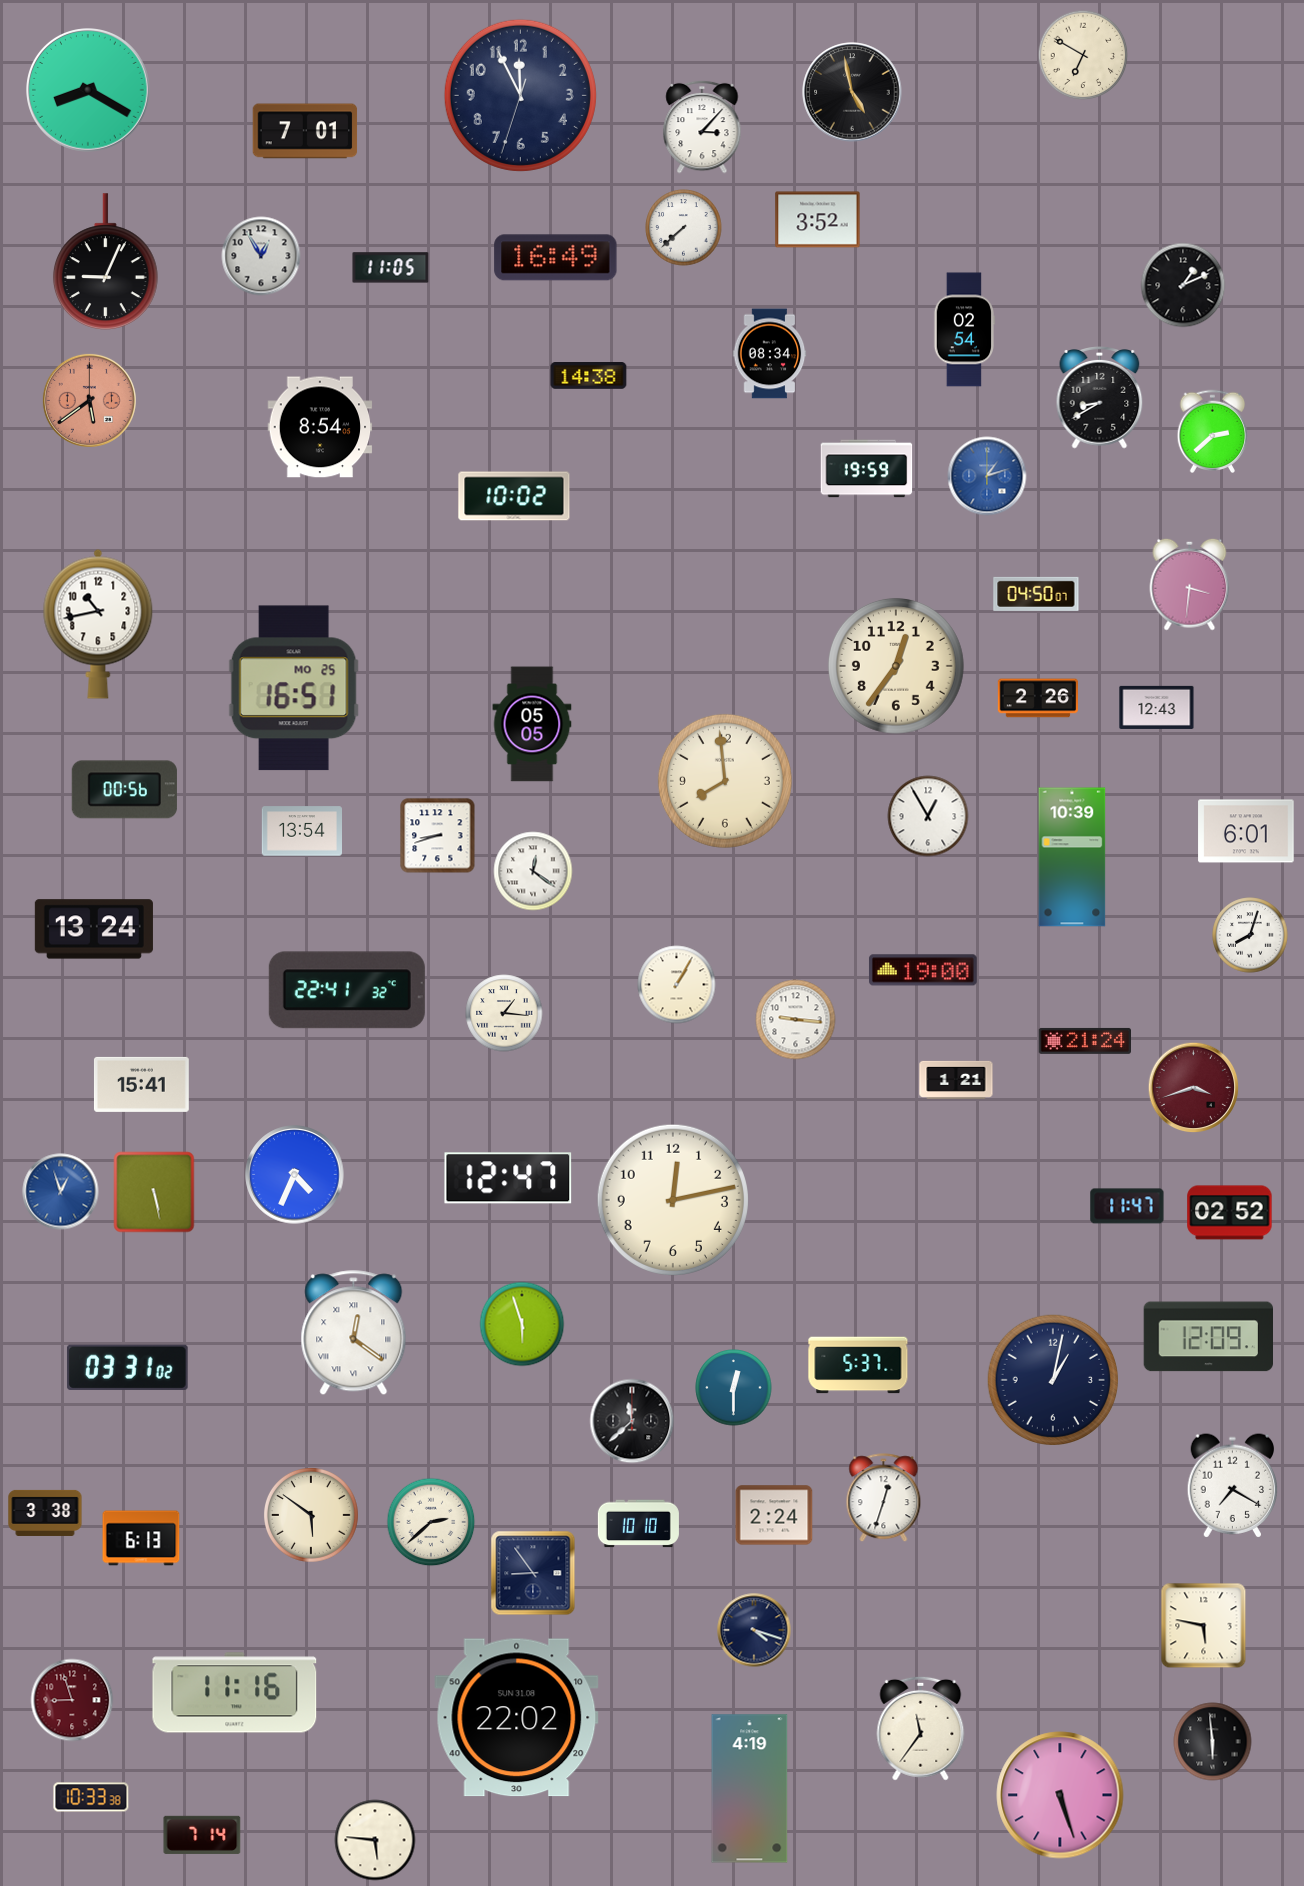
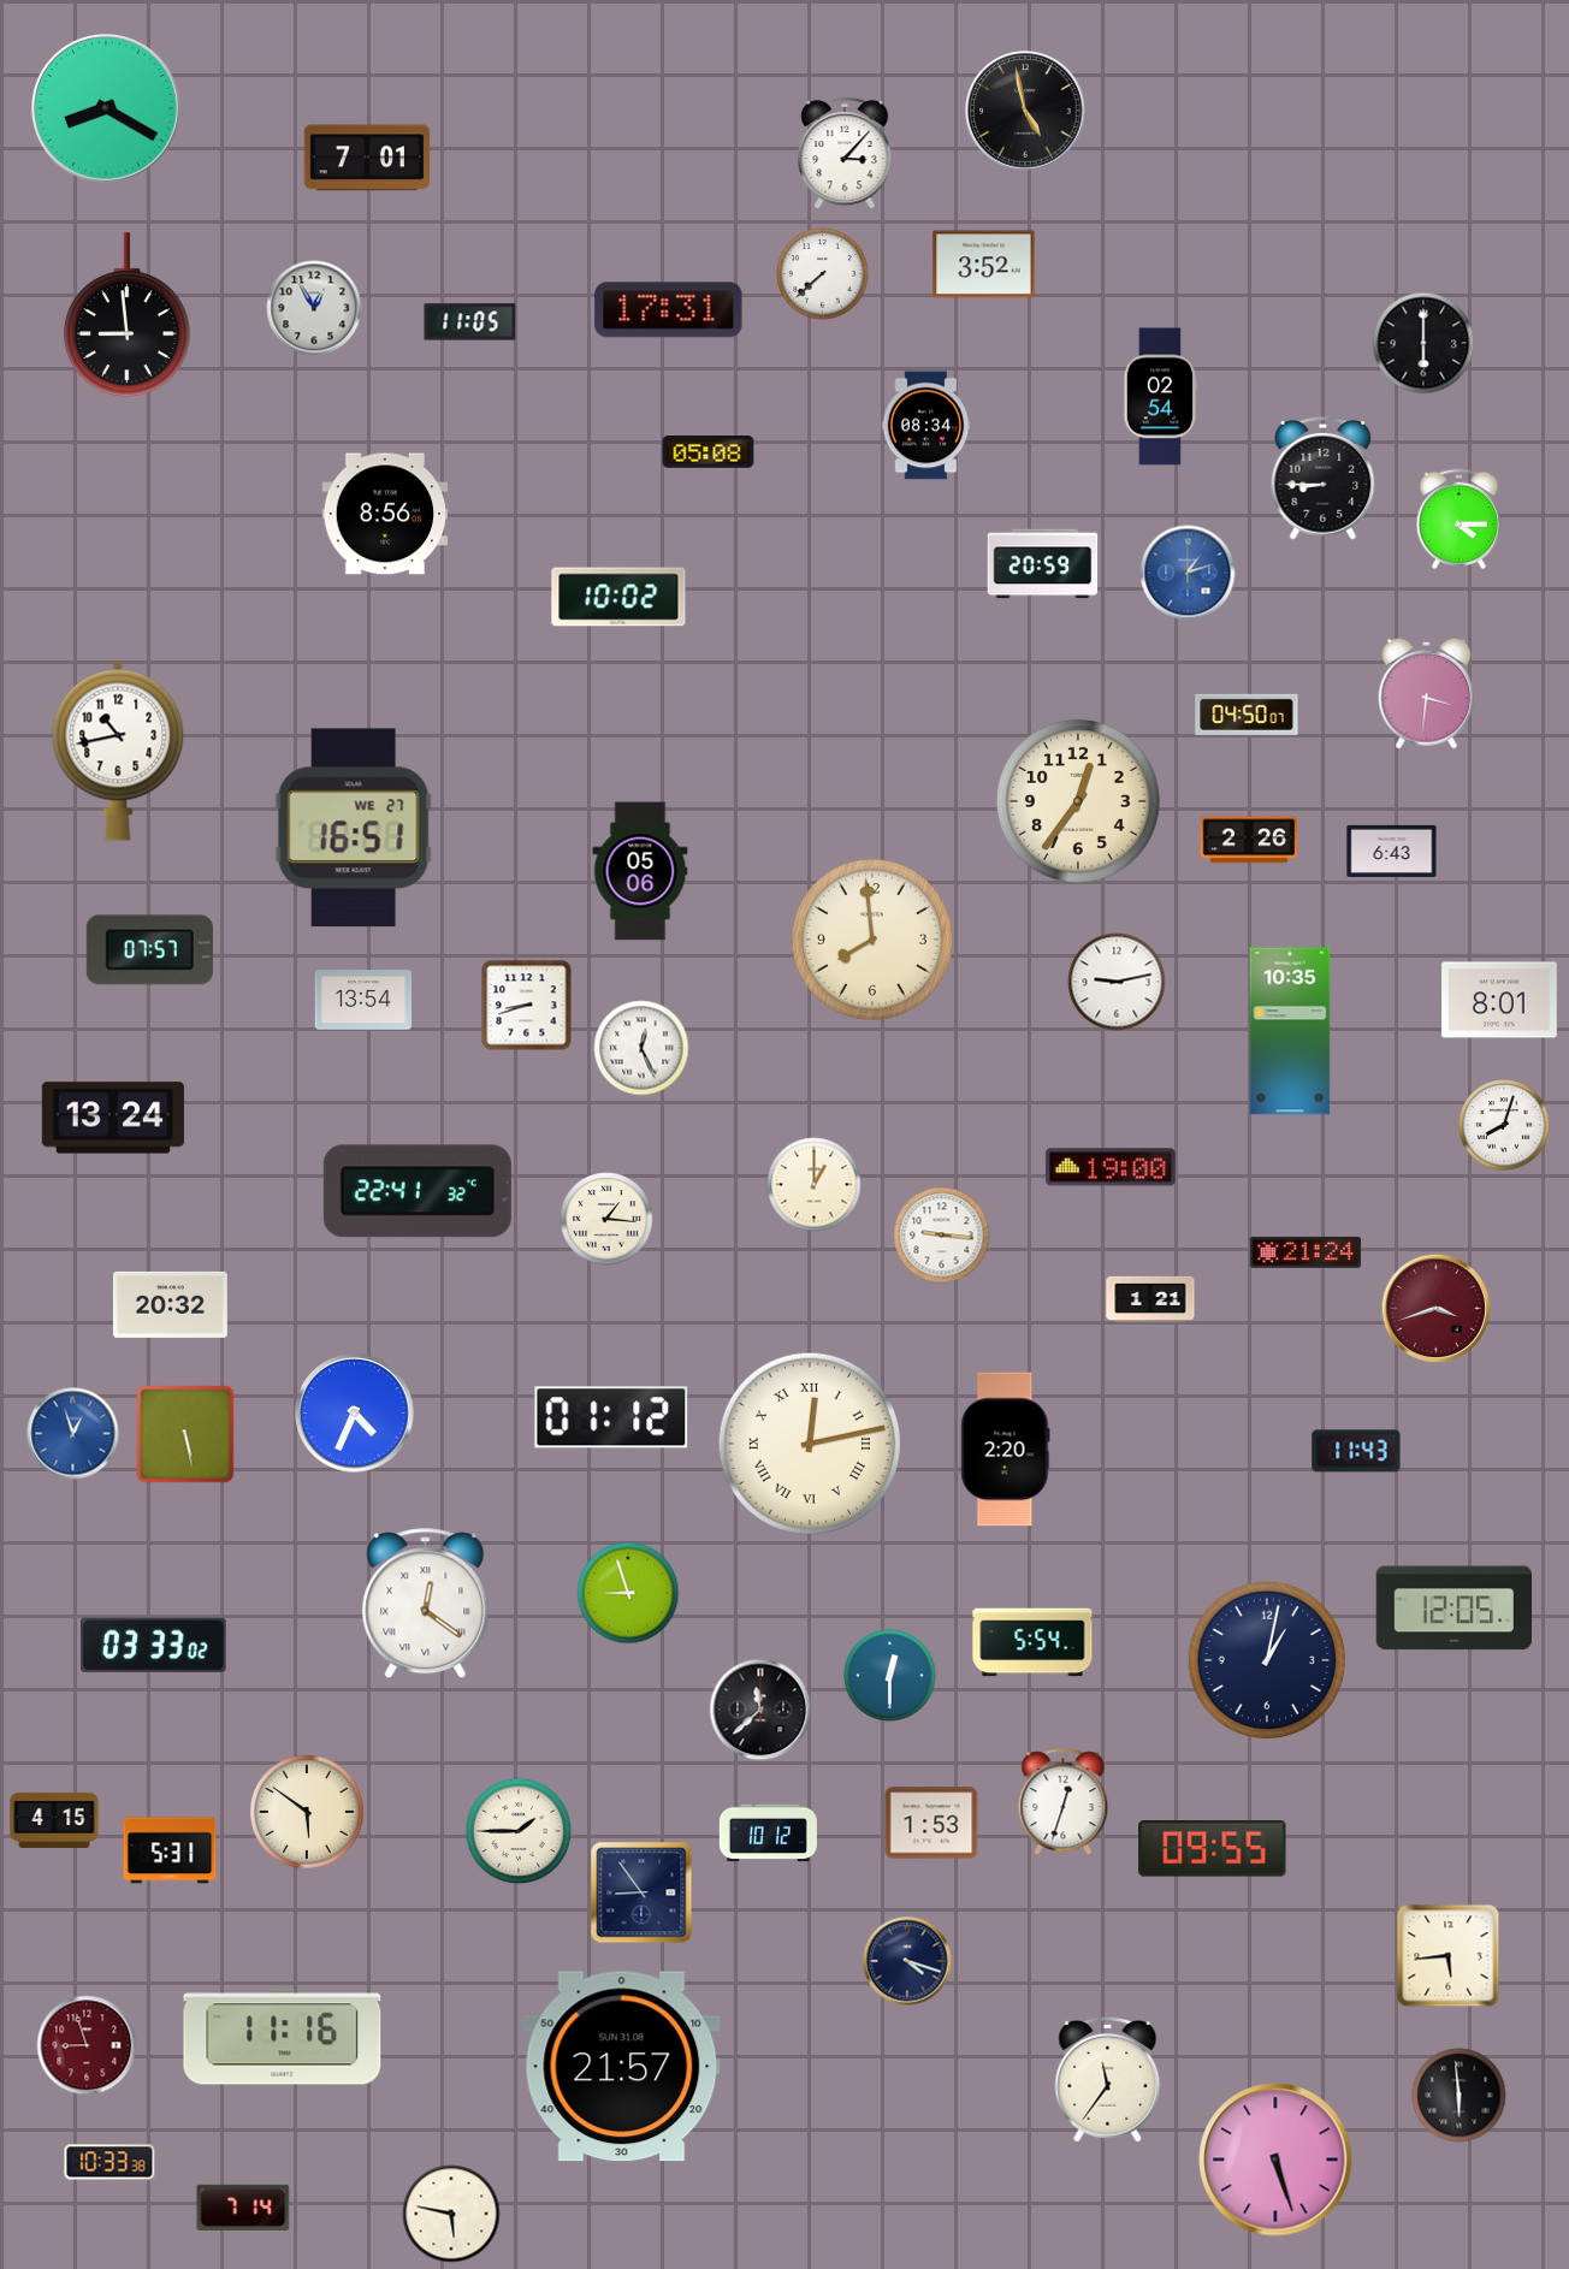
clock at (1083, 55): 6:50 -> none
clock at (520, 95): 11:55 -> none
clock at (556, 258): 16:49 -> 17:31
clock at (105, 262): 9:04 -> 8:59
clock at (1183, 285): 1:11 -> 6:00
clock at (589, 376): 14:38 -> 05:08
clock at (1100, 398): 8:40 -> 8:45
clock at (89, 400): 5:39 -> none
clock at (320, 427): 8:54 -> 8:56
clock at (1213, 431): 2:38 -> 4:15
clock at (867, 469): 19:59 -> 20:59
clock at (1190, 584) position: (1190, 584) -> (1427, 693)
clock at (294, 688) date: MO 25 -> WE 27
clock at (1157, 707): 12:43 -> 6:43
clock at (532, 724): 05:05 -> 05:06
clock at (124, 790): 00:56 -> 07:57
clock at (928, 816): 12:55 -> 9:13
clock at (1246, 831): 6:01 -> 8:01
clock at (1072, 857): 10:39 -> 10:35
clock at (533, 871): 12:21 -> 12:26
clock at (677, 985): 1:05 -> 1:00
clock at (796, 1020) position: (796, 1020) -> (942, 1236)
clock at (141, 1084): 15:41 -> 20:32
clock at (508, 1178): 12:47 -> 01:12
clock at (673, 1200) numerals: Arabic -> Roman
clock at (1006, 1450): none -> 2:20
clock at (1127, 1206): 11:47 -> 11:43
clock at (1230, 1213): 02:52 -> none
clock at (522, 1324): 5:57 -> 8:57
clock at (1208, 1337): 12:09 -> 12:05
clock at (858, 1365): 5:37 -> 5:54
clock at (127, 1367): 03:31 -> 03:33
clock at (734, 1388) position: (734, 1388) -> (890, 1676)
clock at (1233, 1486): 7:20 -> none
clock at (45, 1513): 3:38 -> 4:15
clock at (774, 1515): 2:24 -> 1:53
clock at (312, 1516) position: (312, 1516) -> (308, 1813)
clock at (431, 1522): 2:38 -> 1:45
clock at (638, 1524): 10:10 -> 10:12
clock at (1213, 1849): none -> 09:55
clock at (141, 1538): 6:13 -> 5:31
clock at (1204, 1626): 5:47 -> 5:44
clock at (517, 1718): 22:02 -> 21:57
clock at (750, 1789): 4:19 -> none
clock at (375, 1840): 5:46 -> 5:47
